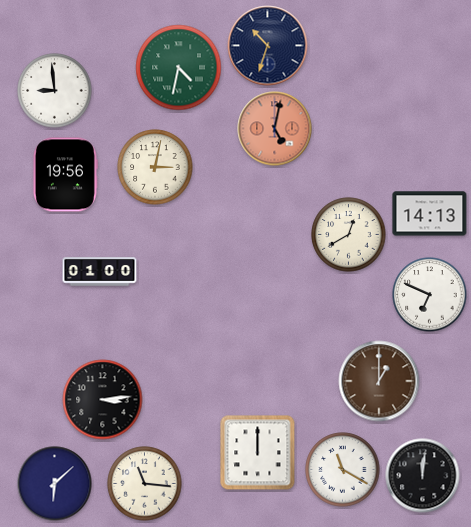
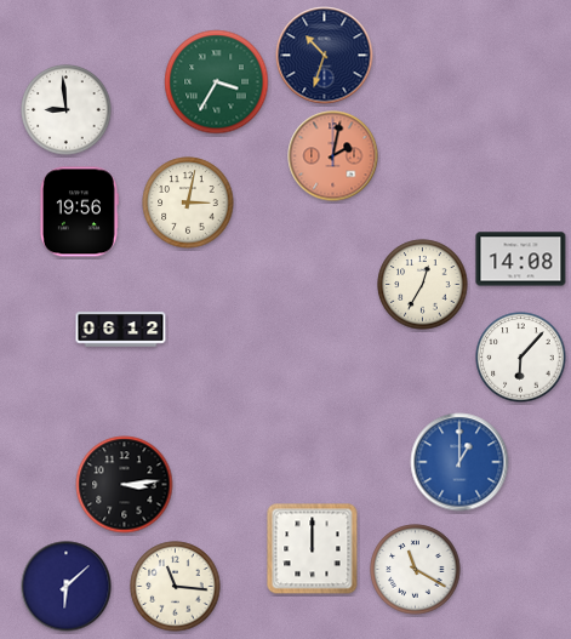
clock at (179, 68): 4:32 -> 3:35
clock at (275, 129): 5:02 -> 2:02
clock at (430, 214): 14:13 -> 14:08
clock at (349, 235): 12:40 -> 12:35
clock at (100, 272): 01:00 -> 06:12
clock at (430, 295): 6:49 -> 6:07
clock at (379, 381) dial: brown -> blue
clock at (423, 476): 12:01 -> none
